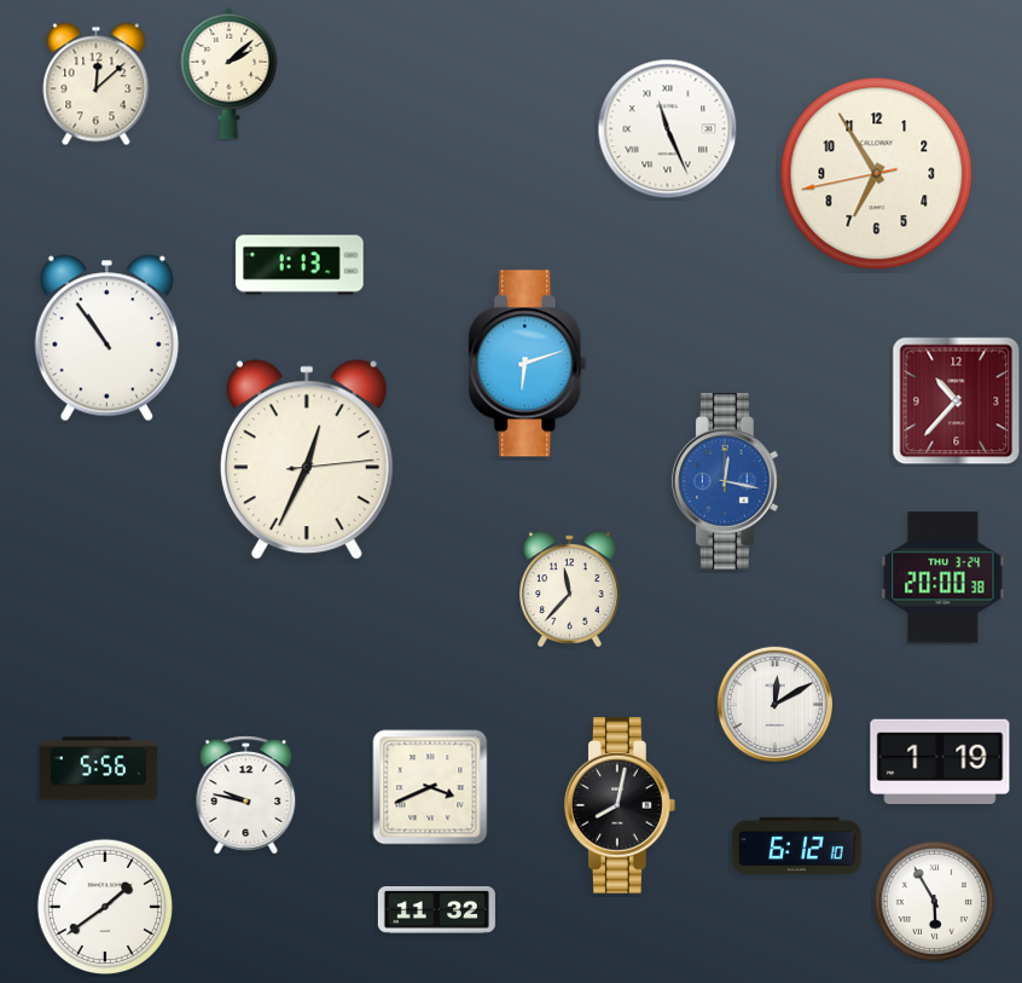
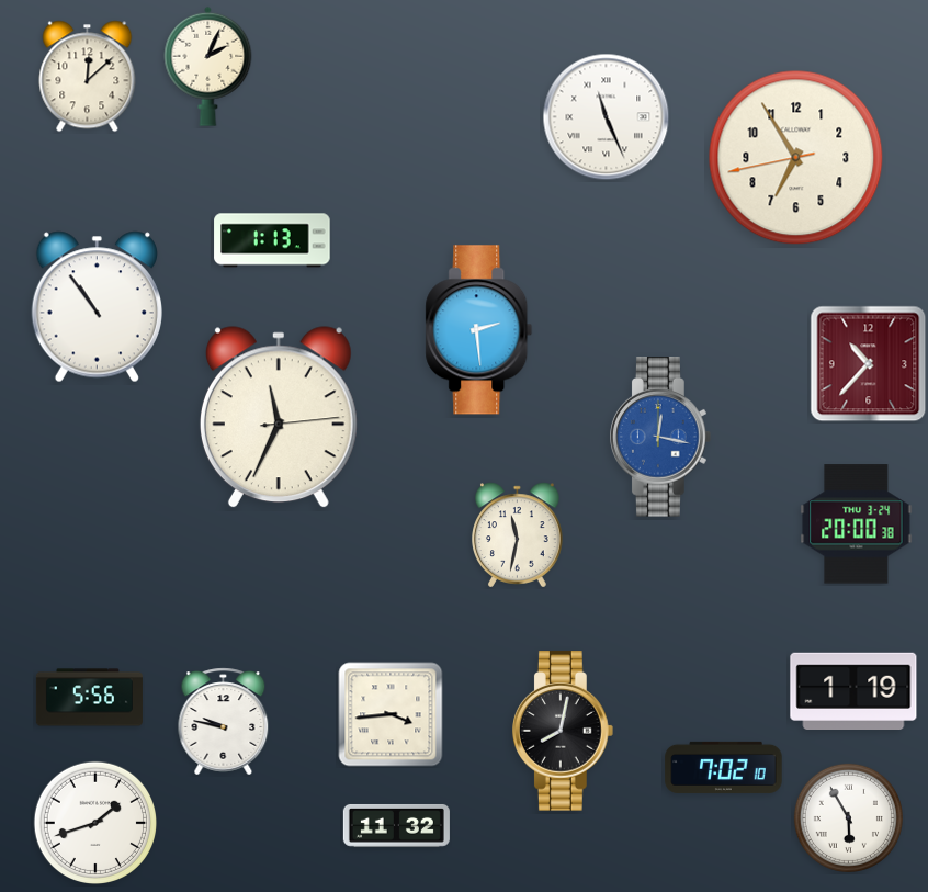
clock at (230, 73): 2:08 -> 2:04
clock at (528, 364): 6:12 -> 2:29
clock at (307, 461): 12:34 -> 11:34
clock at (570, 590): 11:37 -> 11:32
clock at (774, 704): 12:10 -> none
clock at (430, 787): 3:41 -> 3:44
clock at (797, 845): 6:12 -> 7:02
clock at (104, 906): 1:39 -> 1:42
